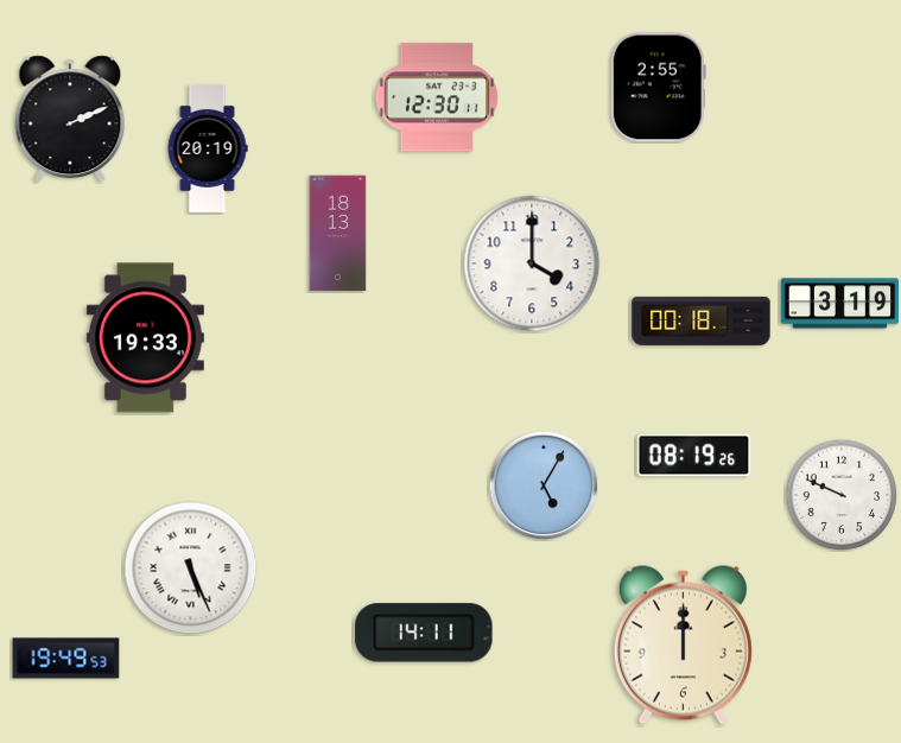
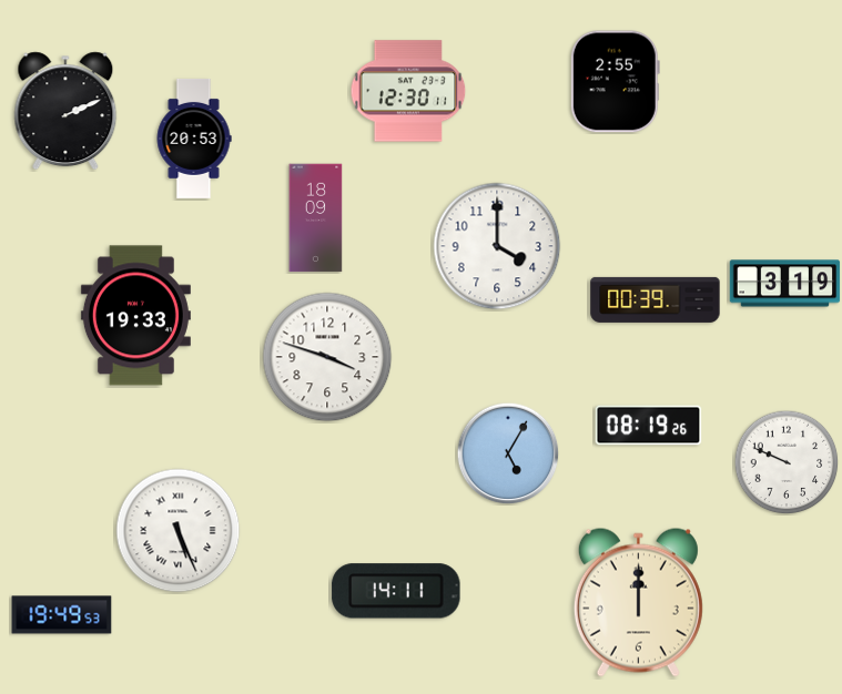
clock at (208, 148): 20:19 -> 20:53
clock at (338, 234): 18:13 -> 18:09
clock at (702, 320): 00:18 -> 00:39
clock at (327, 357): none -> 3:48
